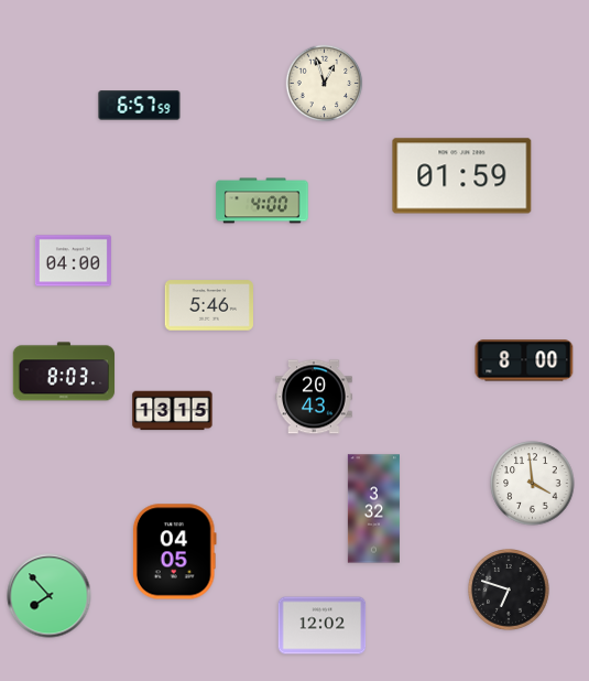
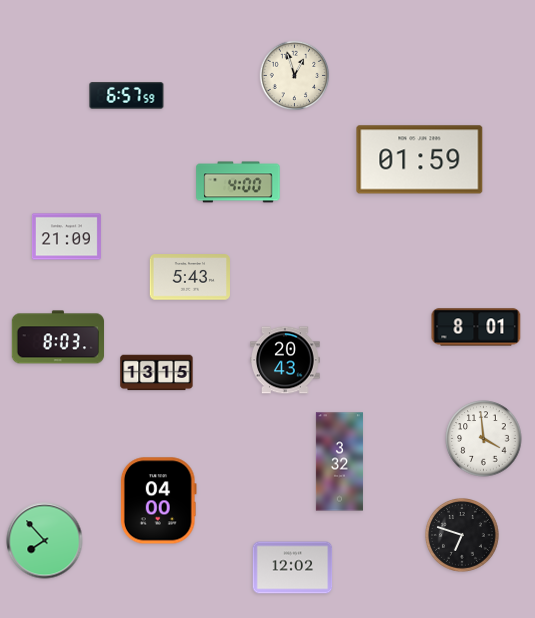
clock at (73, 261): 04:00 -> 21:09
clock at (208, 305): 5:46 -> 5:43
clock at (524, 360): 8:00 -> 8:01
clock at (174, 552): 04:05 -> 04:00
